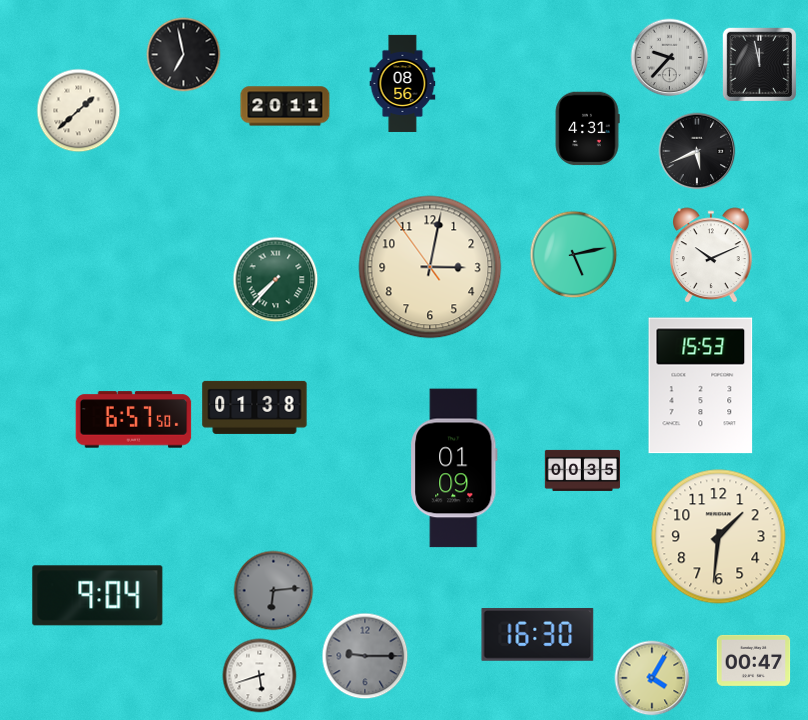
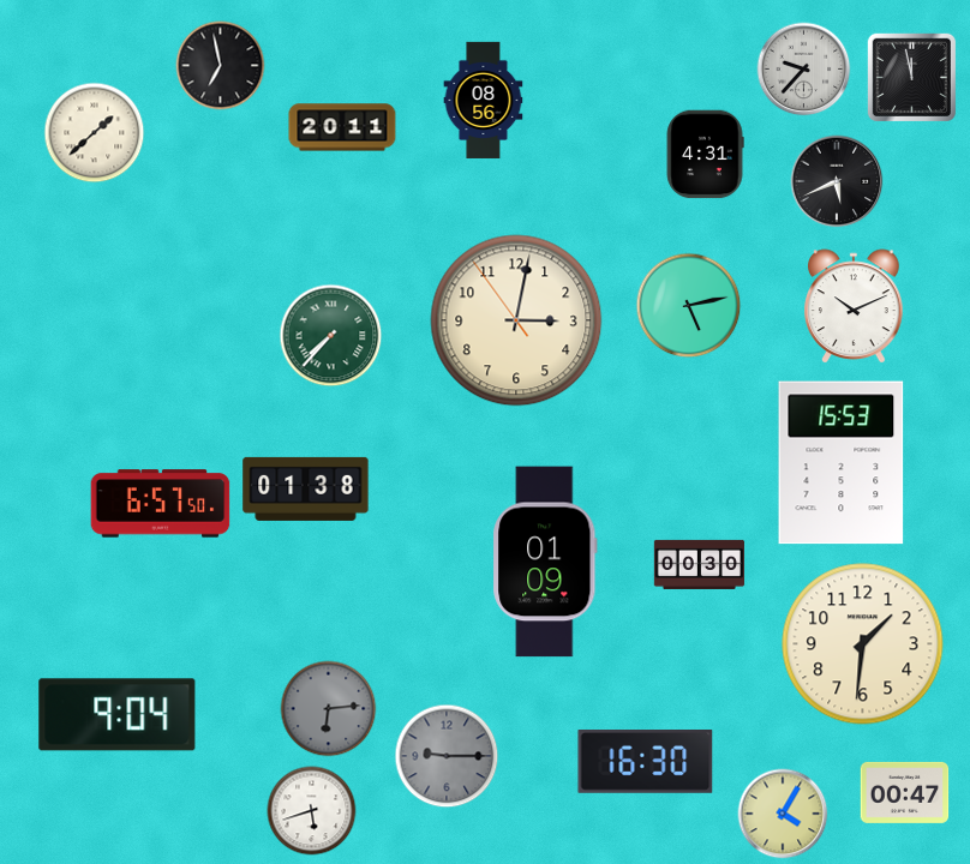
clock at (582, 470): 00:35 -> 00:30
clock at (365, 656) position: (365, 656) -> (447, 756)
